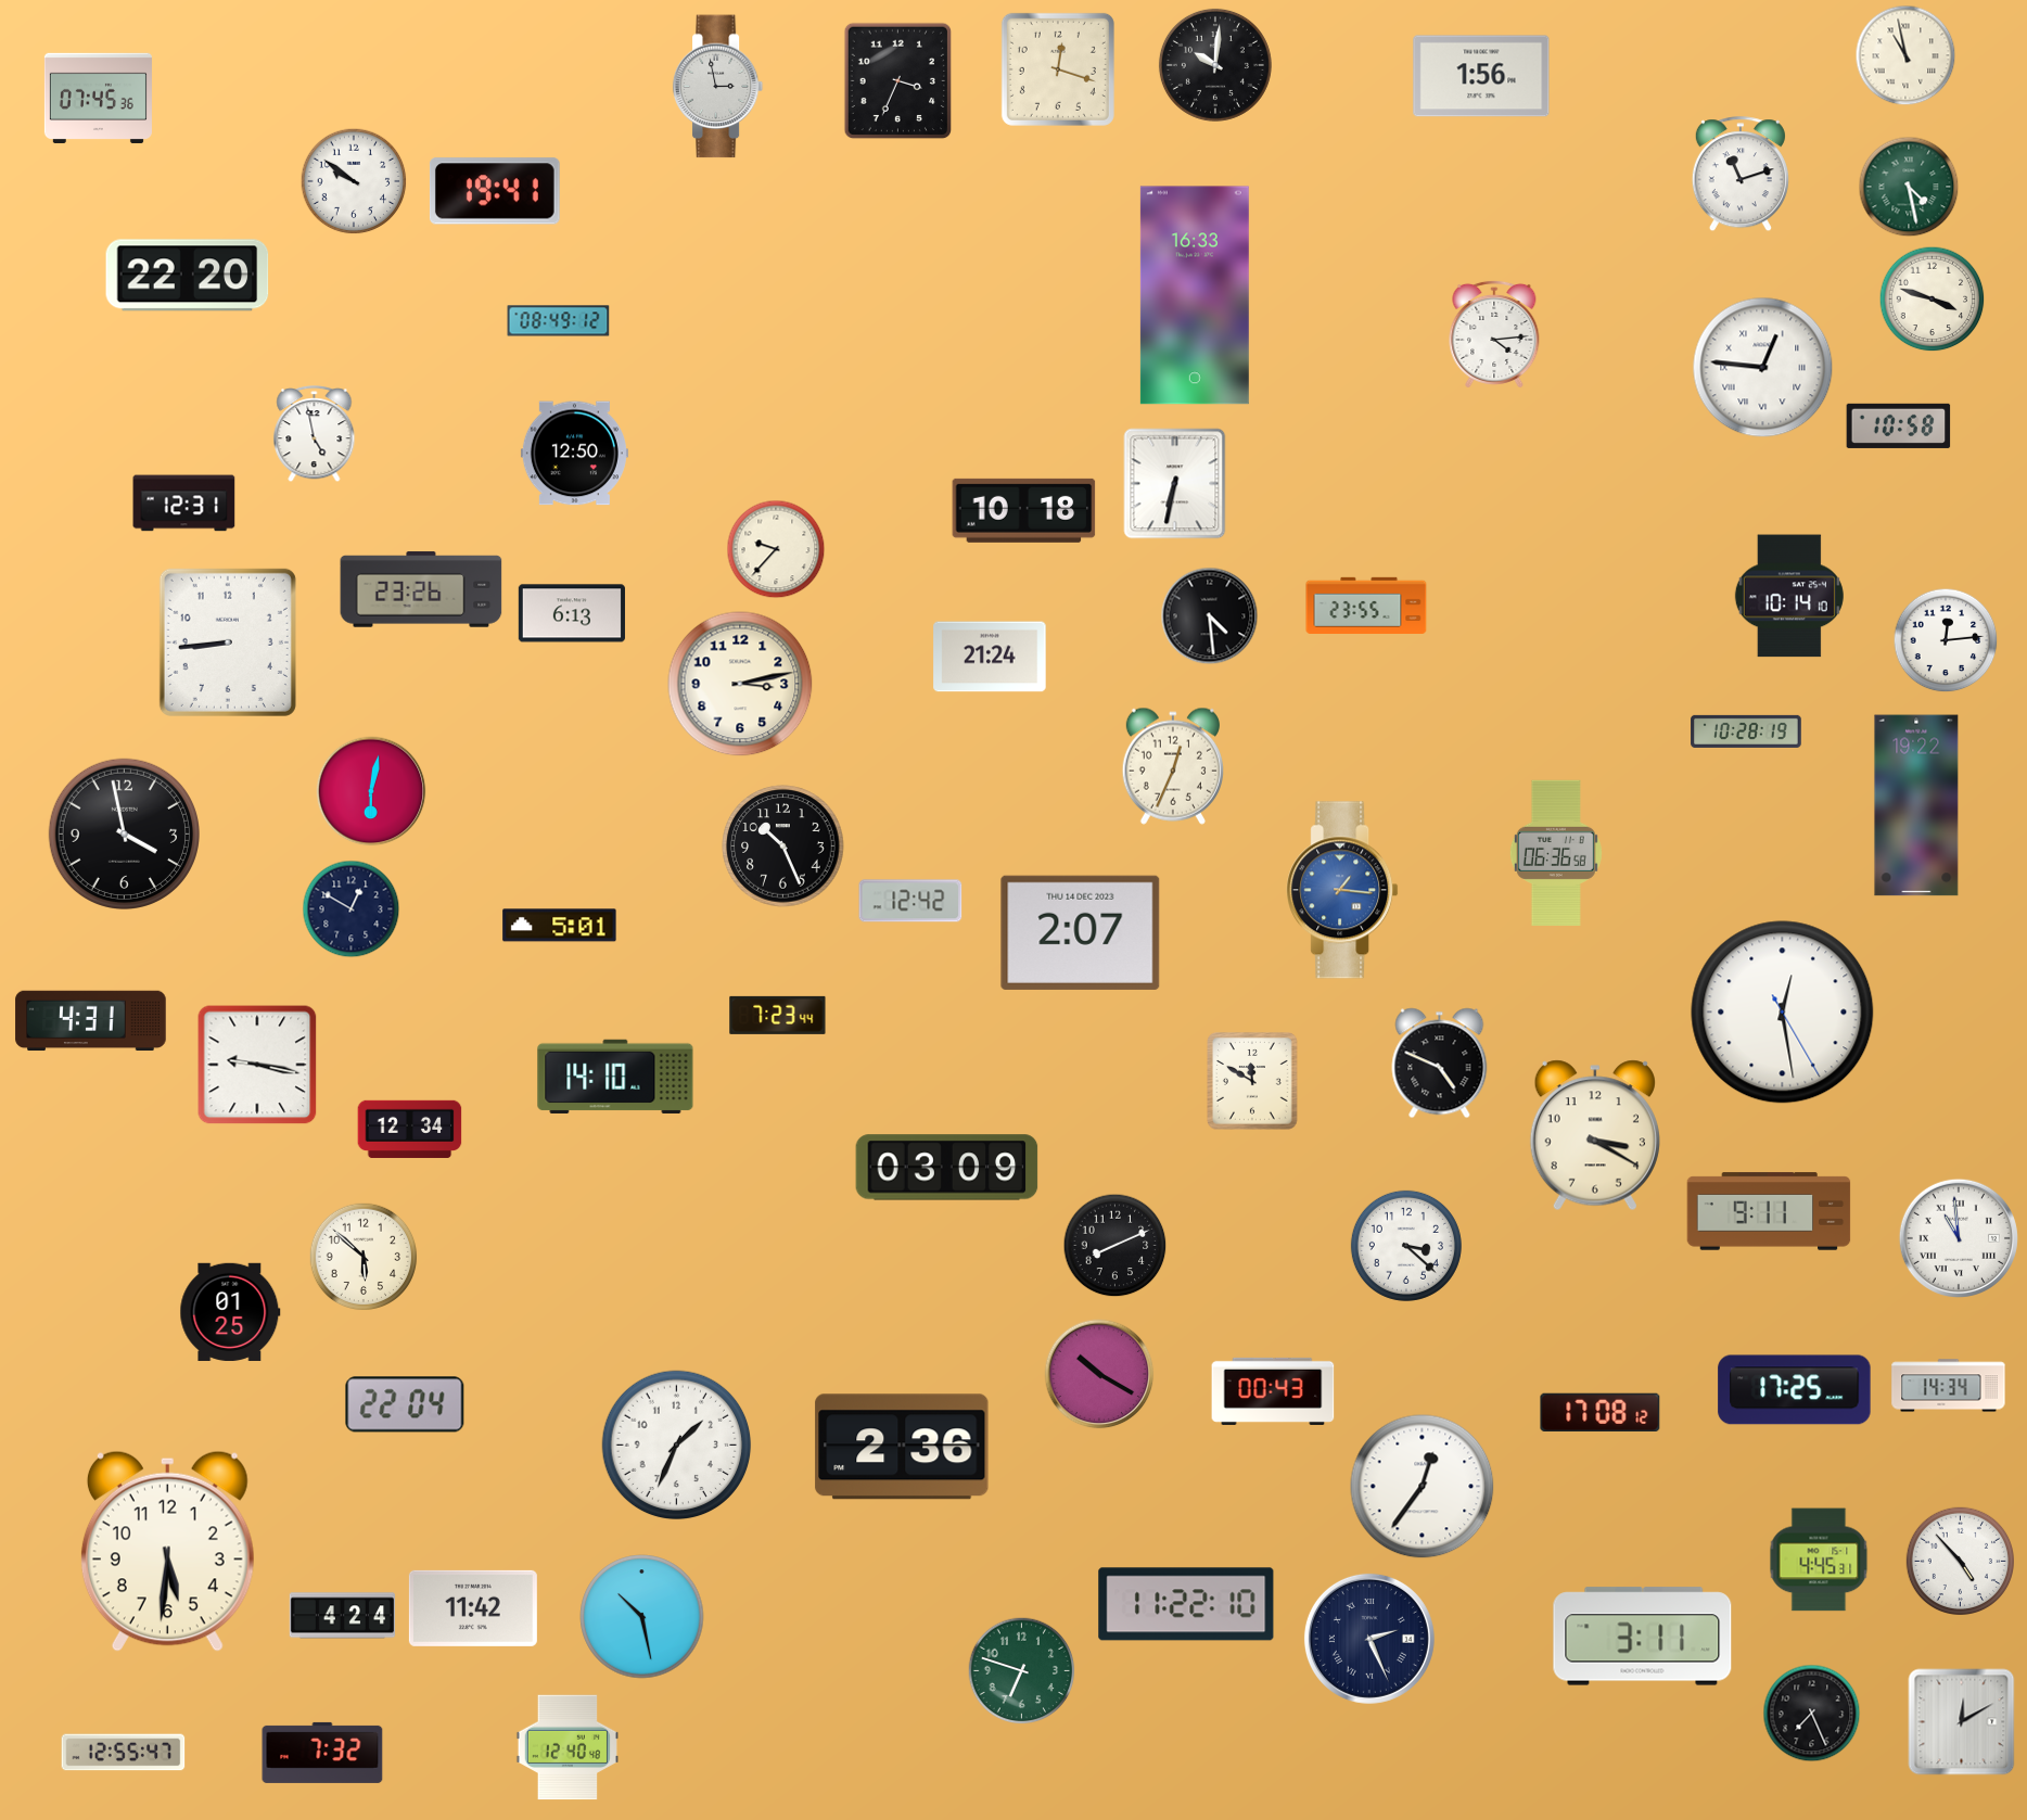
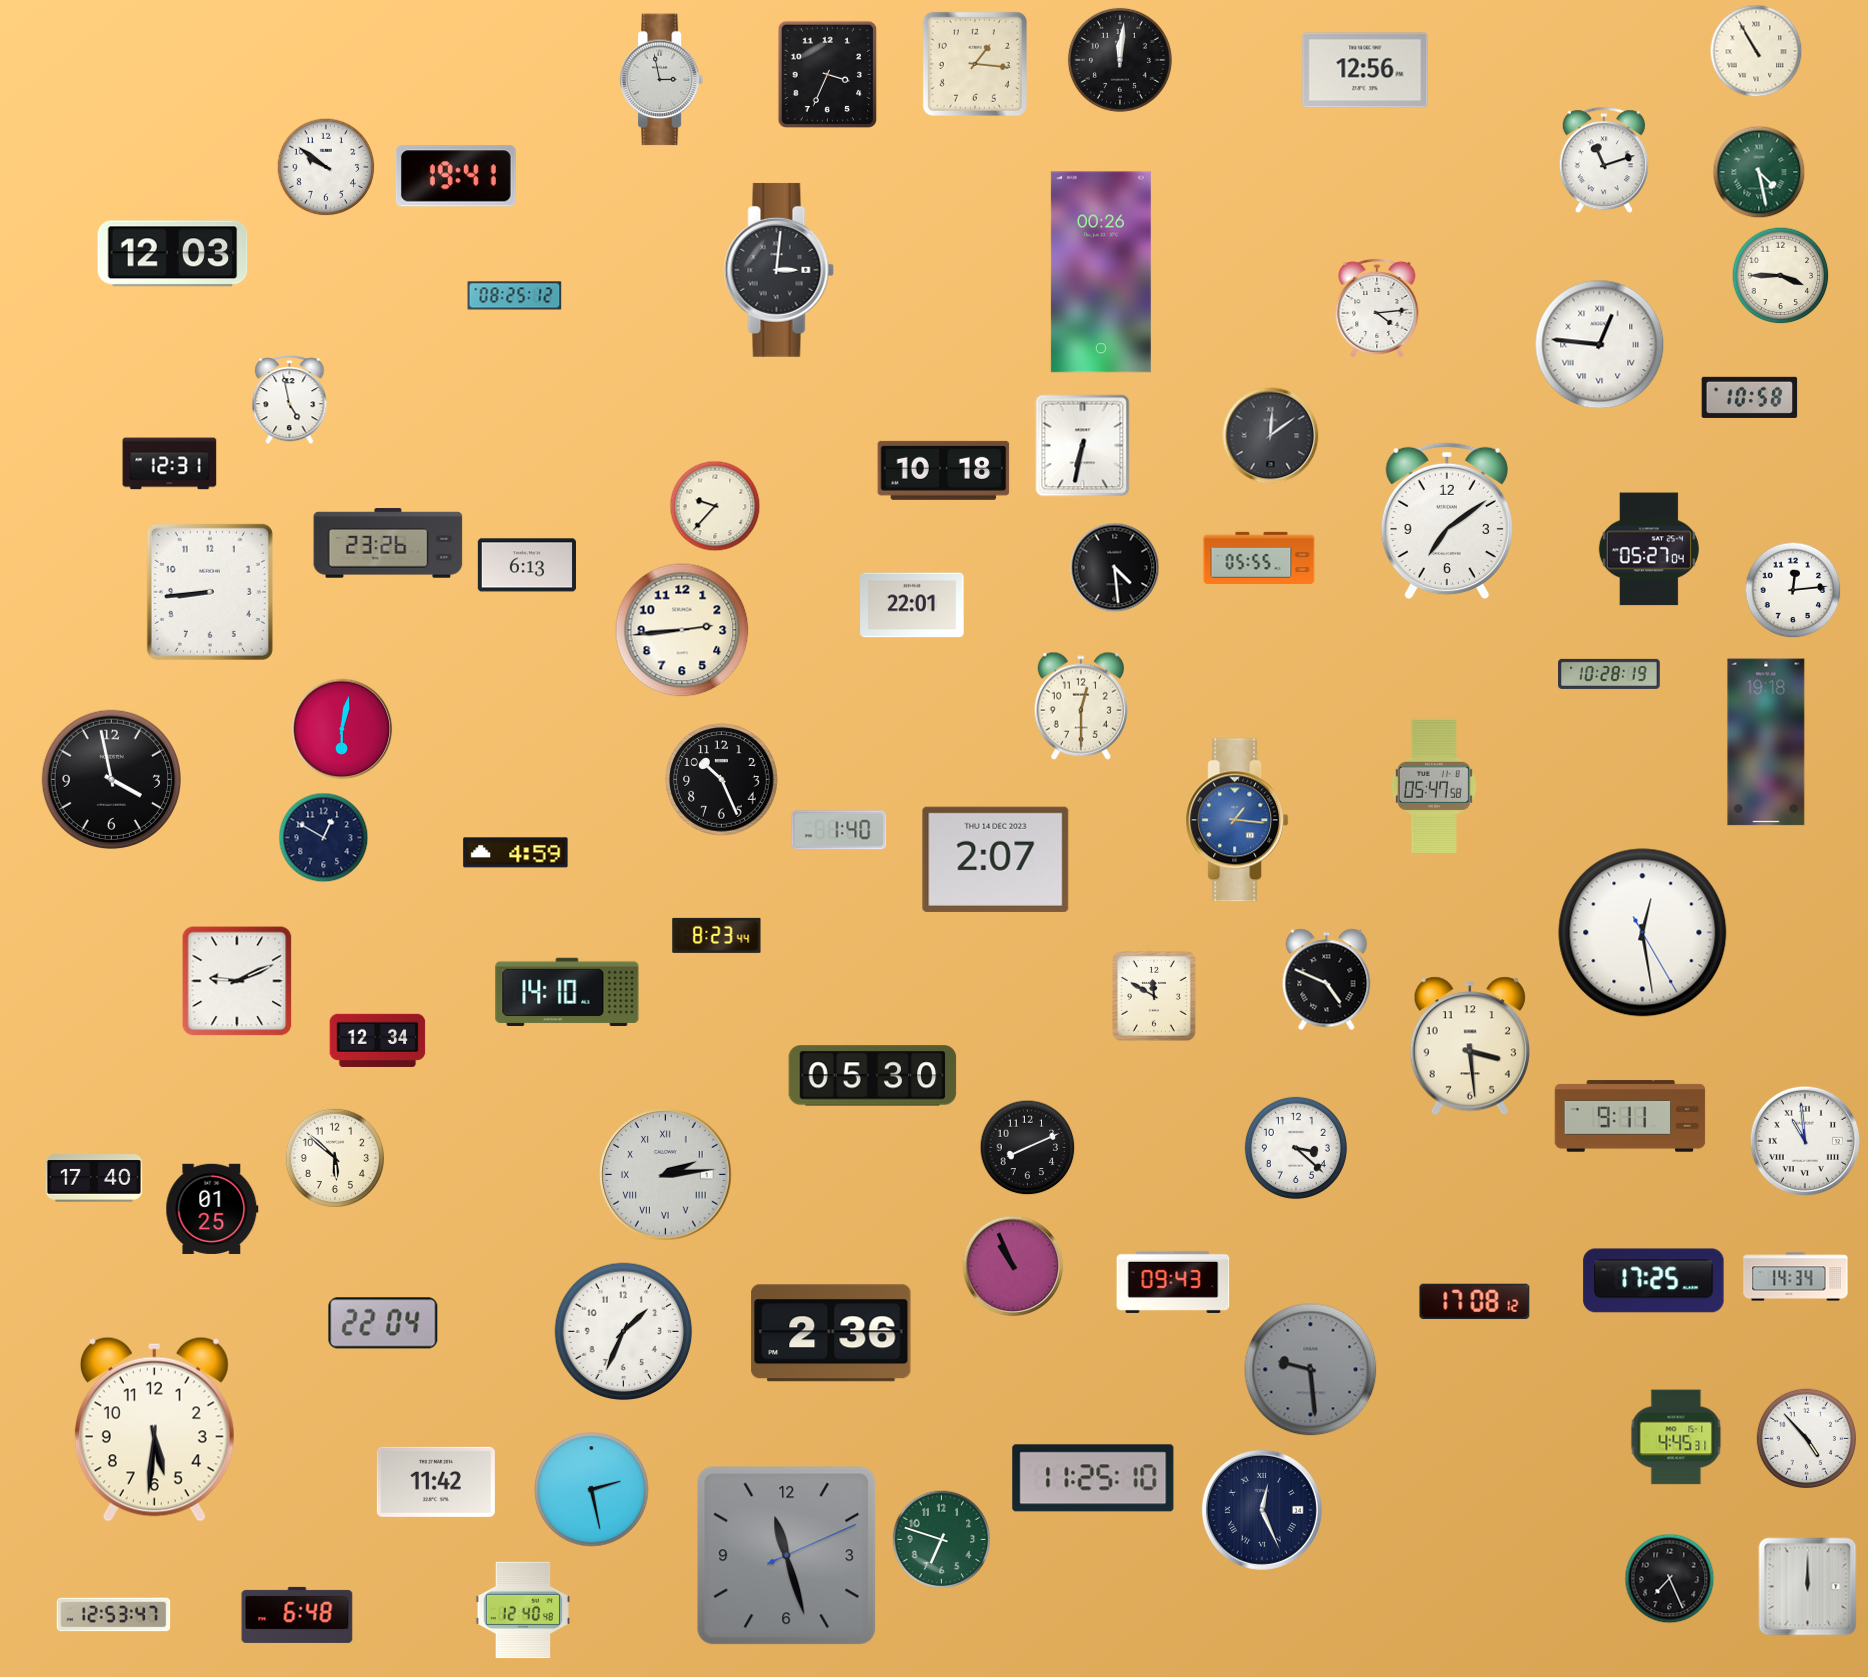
clock at (1905, 55): 10:58 -> 10:55
clock at (1215, 65): 10:01 -> 12:01
clock at (1058, 69): 12:18 -> 1:16
clock at (1481, 76): 1:56 -> 12:56
clock at (98, 98): 07:45 -> none
clock at (188, 276): 22:20 -> 12:03
clock at (779, 270): none -> 3:01
clock at (1195, 295): 16:33 -> 00:26
clock at (1933, 300): 3:48 -> 3:45
clock at (559, 321): 08:49 -> 08:25
clock at (1763, 368) position: (1763, 368) -> (1600, 345)
clock at (1899, 425) position: (1899, 425) -> (1750, 397)
clock at (574, 454): 12:50 -> none
clock at (1271, 436): none -> 12:09
clock at (1447, 521): none -> 7:09
clock at (1789, 596): 10:14 -> 05:27
clock at (1366, 604): 23:55 -> 05:55
clock at (990, 657): 21:24 -> 22:01
clock at (740, 684): 3:13 -> 2:44
clock at (1173, 766): 12:34 -> 12:30
clock at (1916, 805): 19:22 -> 19:18
clock at (124, 833) position: (124, 833) -> (111, 779)
clock at (1556, 853): 06:36 -> 05:47
clock at (910, 901): 12:42 -> 1:40
clock at (560, 926): 5:01 -> 4:59
clock at (778, 1015): 7:23 -> 8:23
clock at (91, 1021): 4:31 -> none
clock at (257, 1065): 9:17 -> 9:11
clock at (1595, 1135): 3:20 -> 3:29
clock at (947, 1168): 03:09 -> 05:30
clock at (666, 1175): none -> 2:14
clock at (94, 1178): none -> 17:40
clock at (1099, 1374): 10:20 -> 10:56
clock at (1273, 1391): 00:43 -> 09:43
clock at (405, 1404) position: (405, 1404) -> (383, 1323)
clock at (1423, 1487): 12:36 -> 9:29
clock at (1423, 1487) dial: white -> grey
clock at (1186, 1604): 11:22 -> 11:25
clock at (343, 1616): 4:24 -> none
clock at (642, 1617): 10:28 -> 2:28
clock at (1643, 1637): 3:11 -> none
clock at (1369, 1639): 2:26 -> 12:26
clock at (787, 1556): none -> 11:27
clock at (1962, 1722): 12:10 -> 12:00
clock at (124, 1753): 12:55 -> 12:53
clock at (322, 1753): 7:32 -> 6:48
